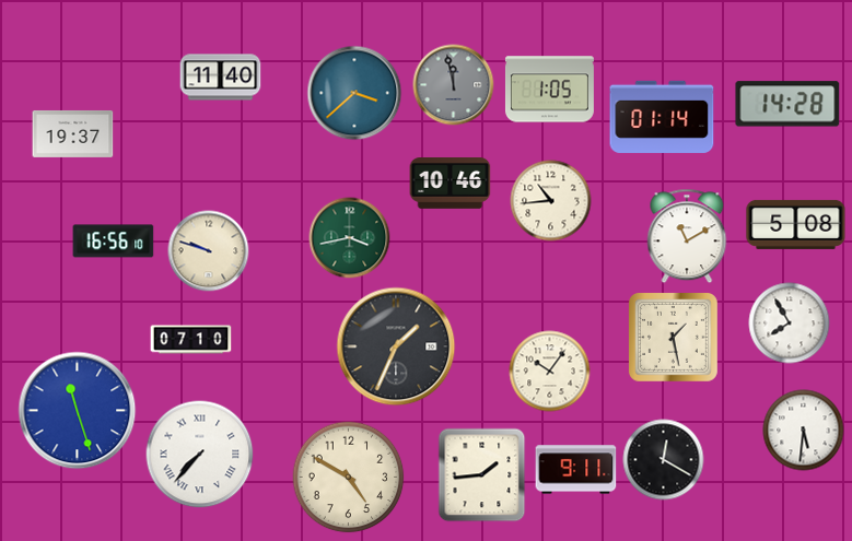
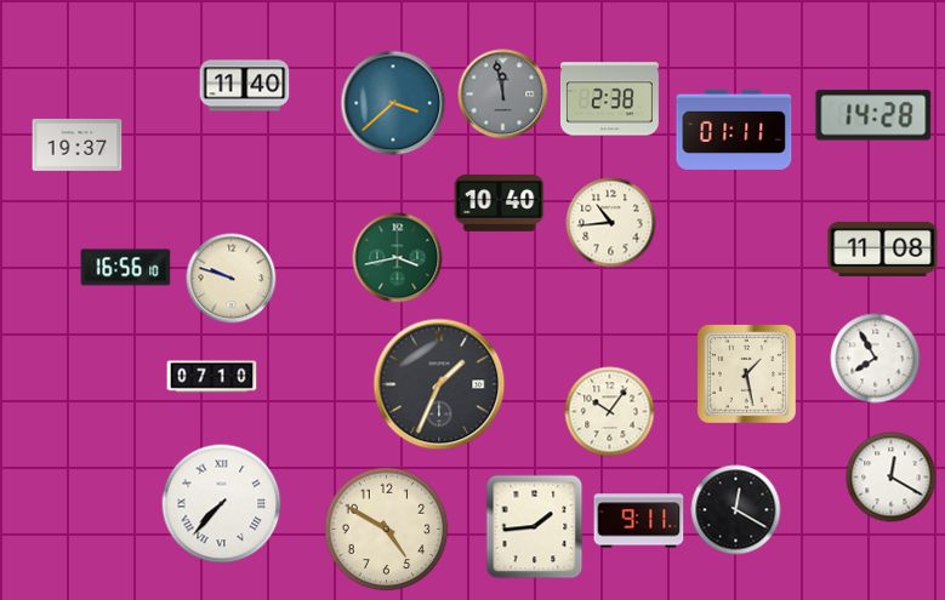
clock at (549, 90): 1:05 -> 2:38
clock at (662, 117): 01:14 -> 01:11
clock at (73, 133) position: (73, 133) -> (78, 144)
clock at (451, 184): 10:46 -> 10:40
clock at (796, 224): 5:08 -> 11:08
clock at (687, 236): 11:10 -> none
clock at (350, 238) position: (350, 238) -> (398, 258)
clock at (78, 411): 11:27 -> none
clock at (804, 431): 5:31 -> 12:20
